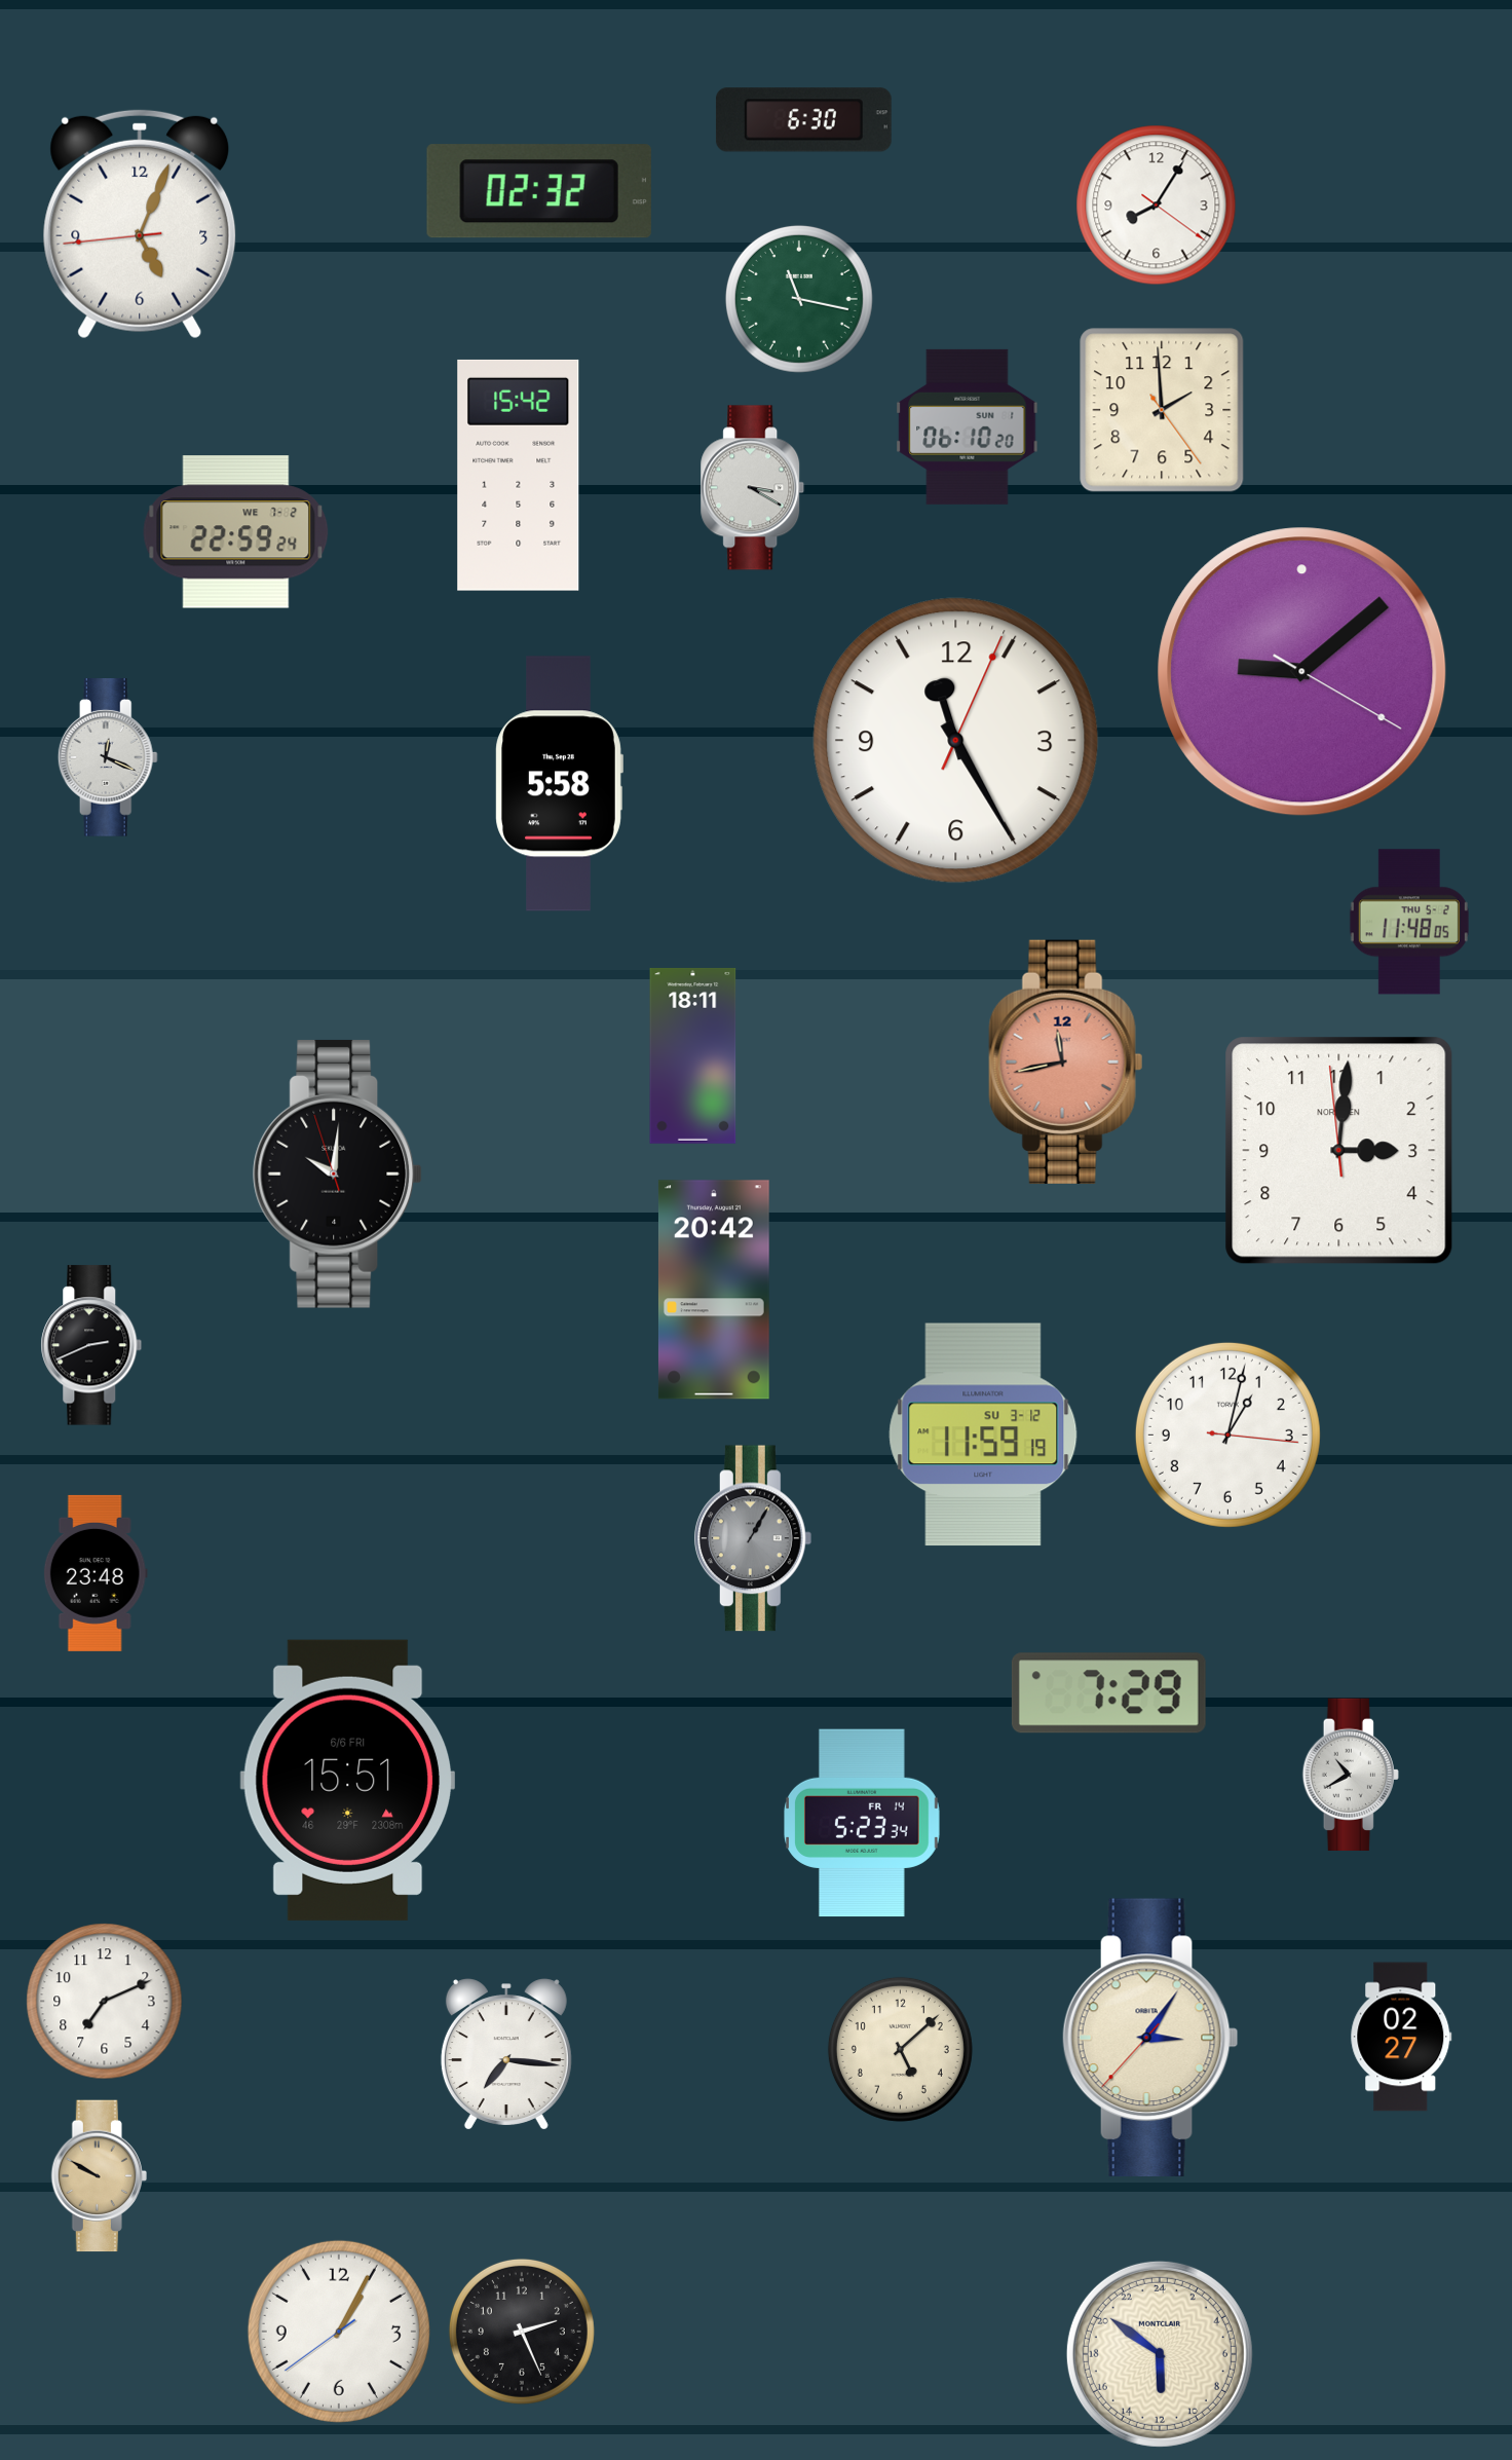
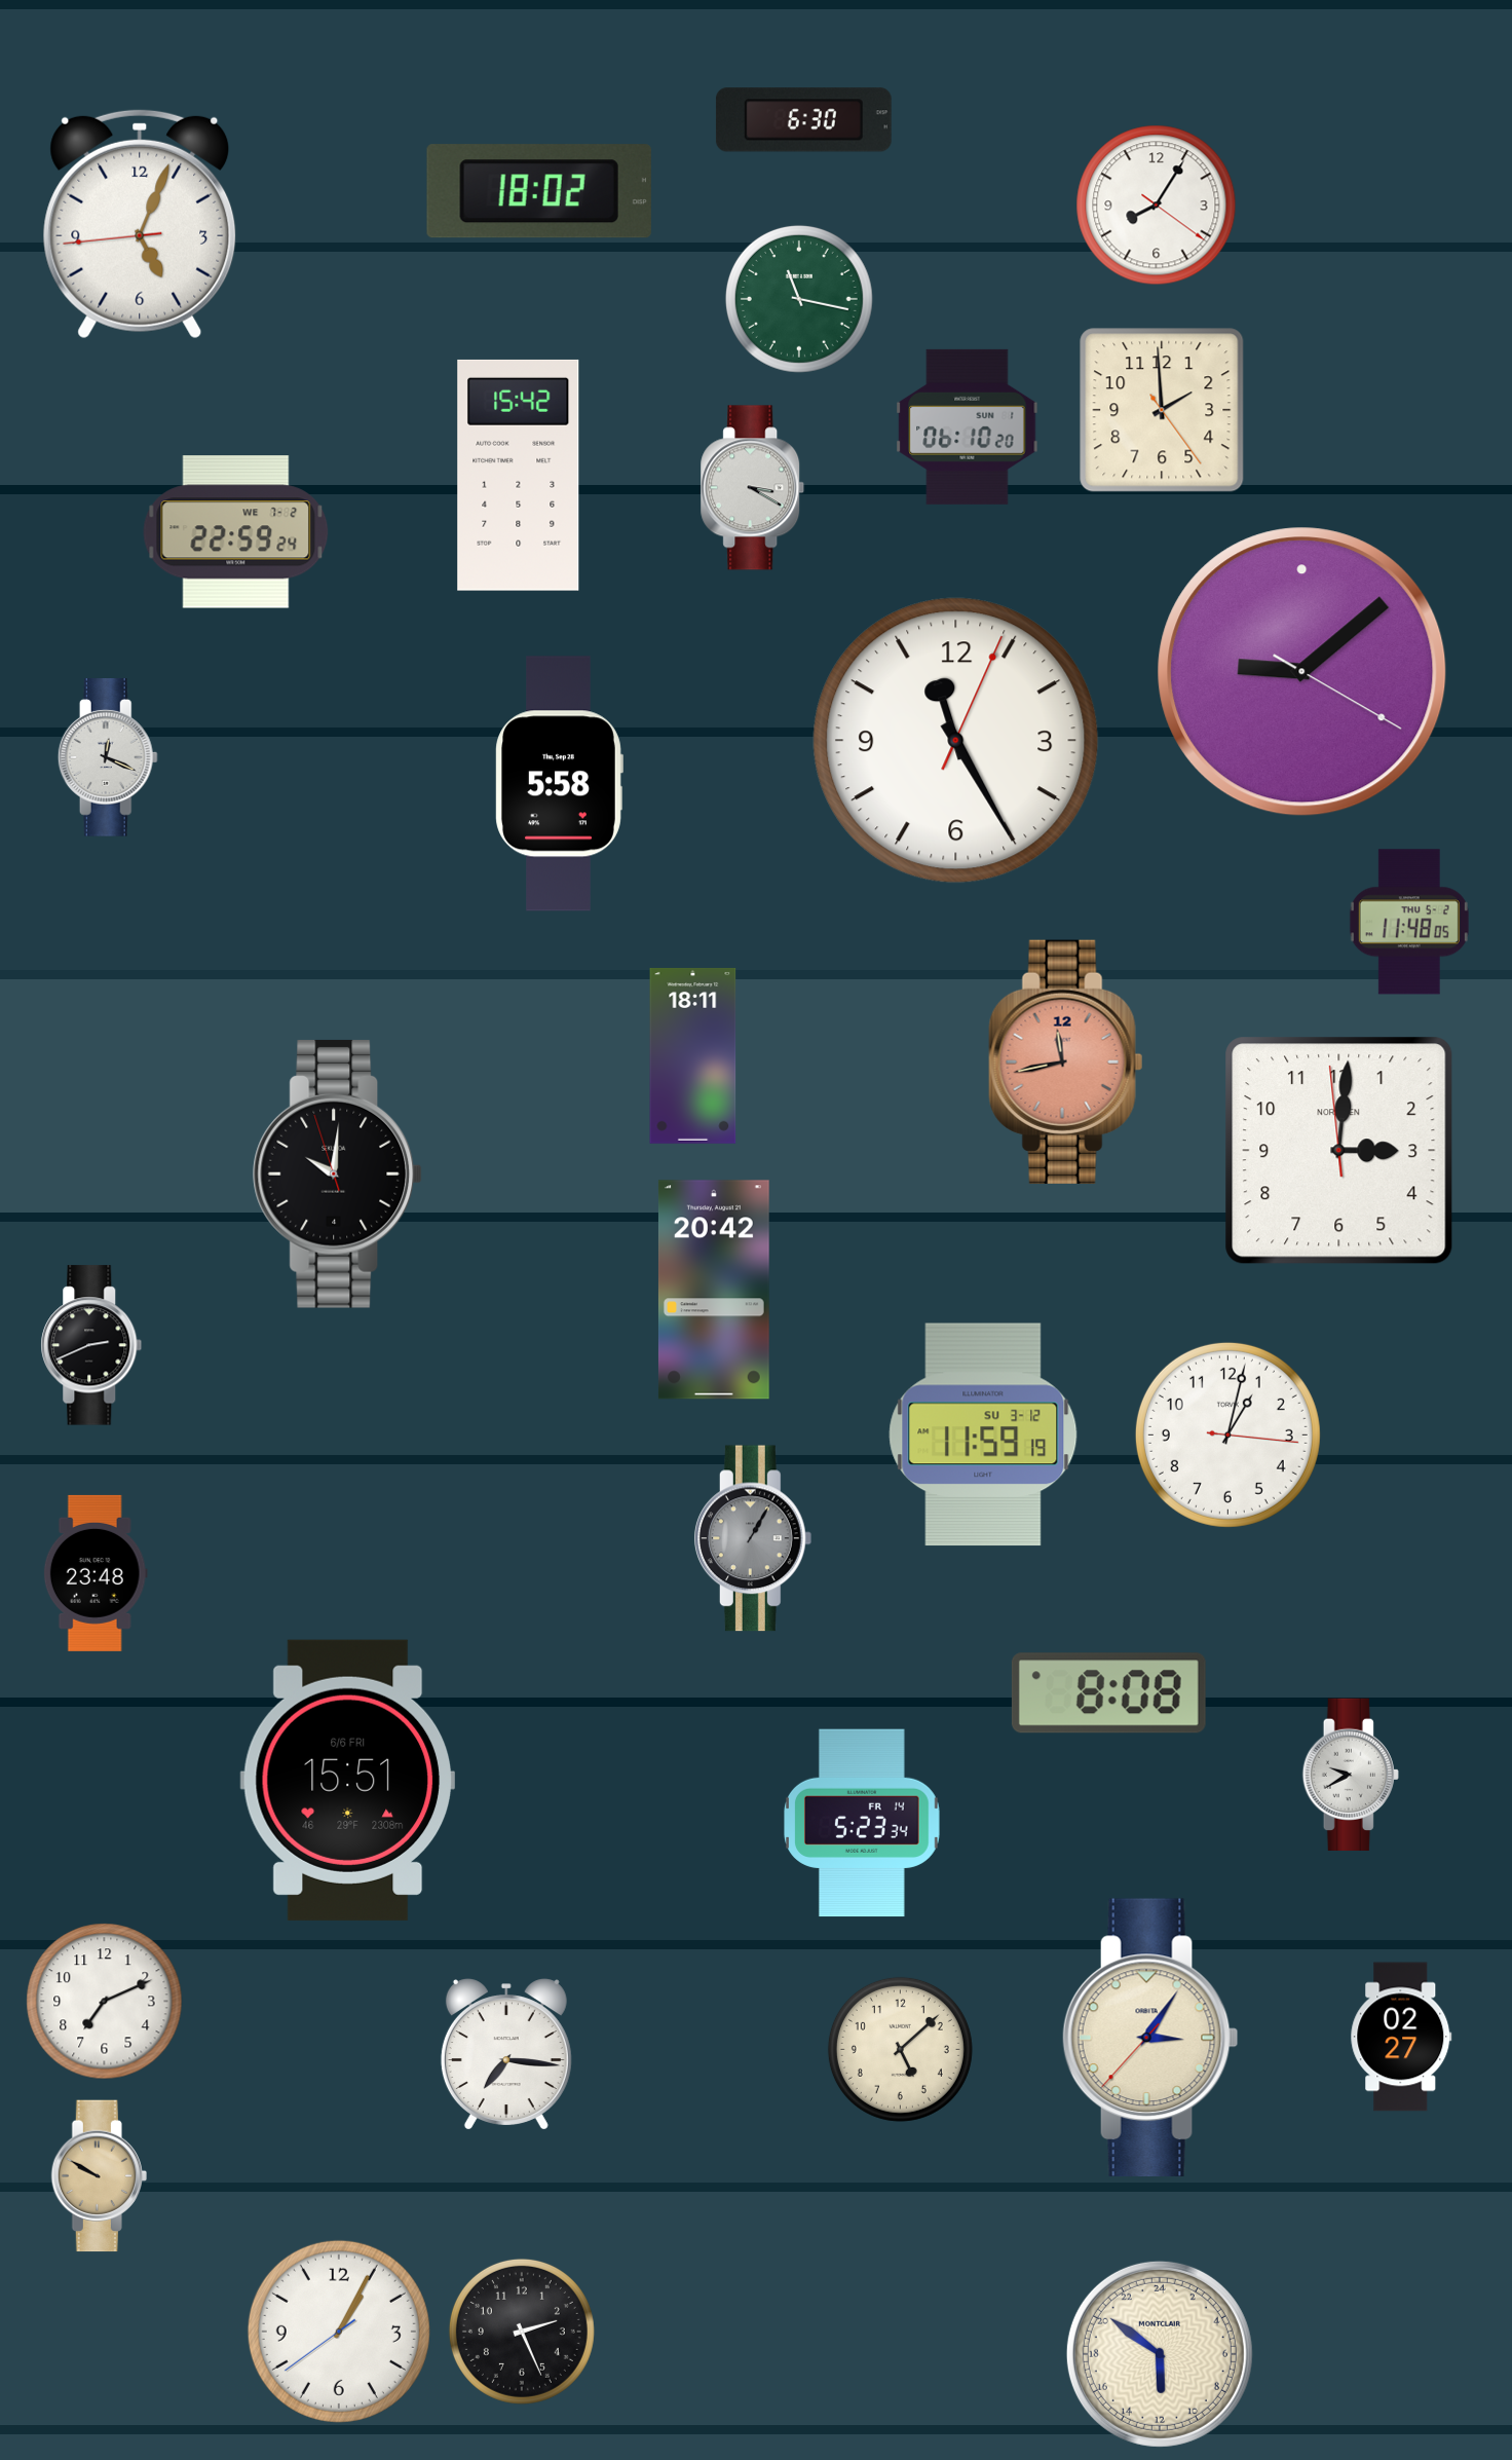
clock at (539, 191): 02:32 -> 18:02
clock at (1108, 1693): 7:29 -> 8:08
clock at (1351, 1774): 10:40 -> 9:40
